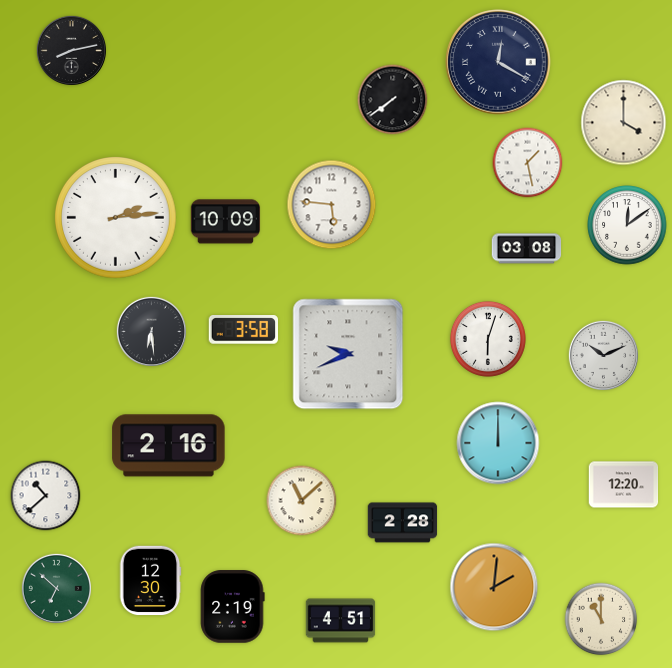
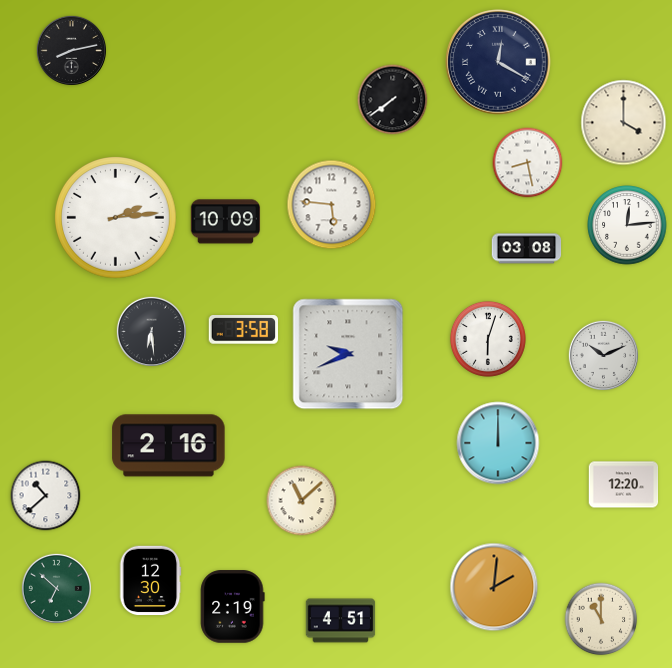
clock at (528, 163): 1:28 -> 8:28
clock at (627, 225): 12:09 -> 12:14
clock at (403, 523): 2:28 -> none
